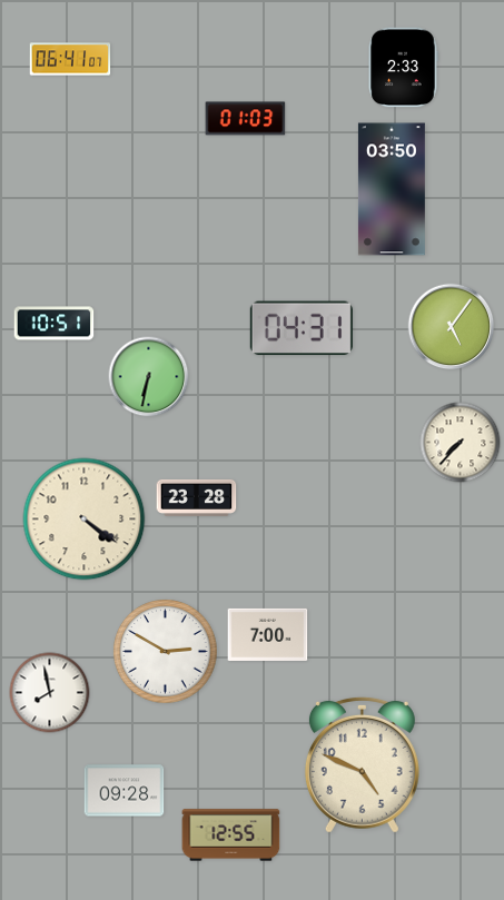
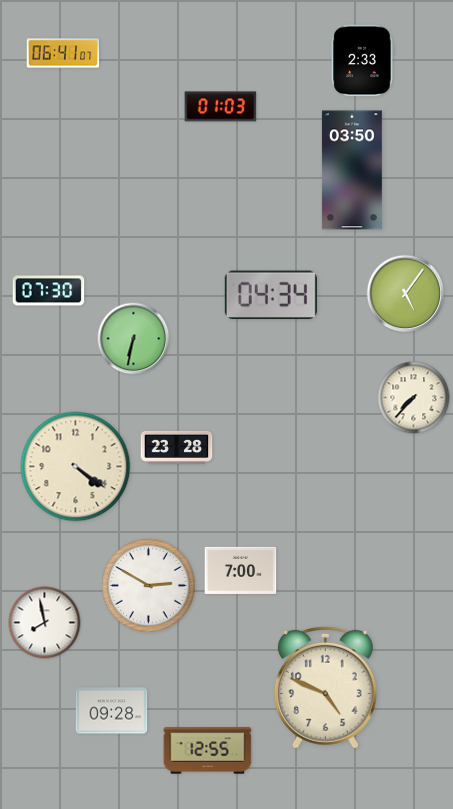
clock at (55, 324): 10:51 -> 07:30
clock at (302, 328): 04:31 -> 04:34
